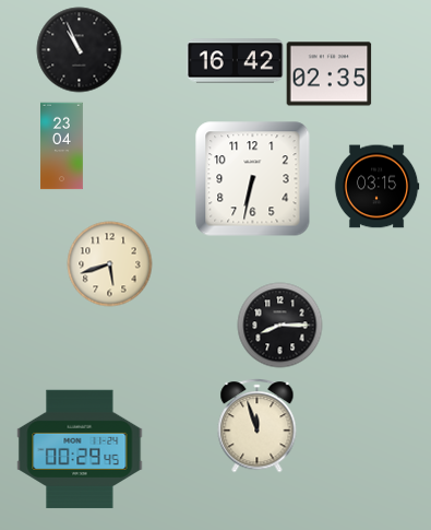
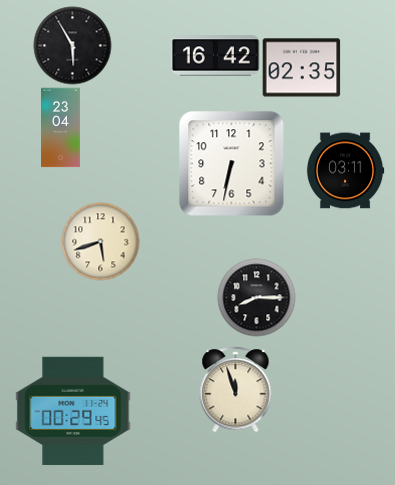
clock at (79, 49): 10:56 -> 5:55
clock at (62, 145) position: (62, 145) -> (61, 127)
clock at (376, 187): 03:15 -> 03:11
